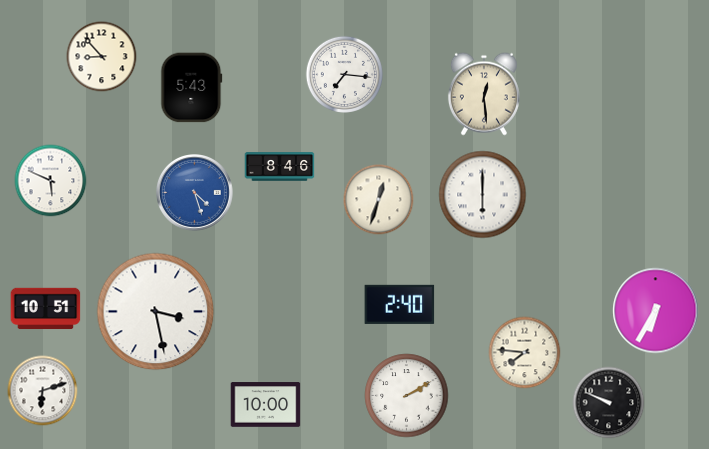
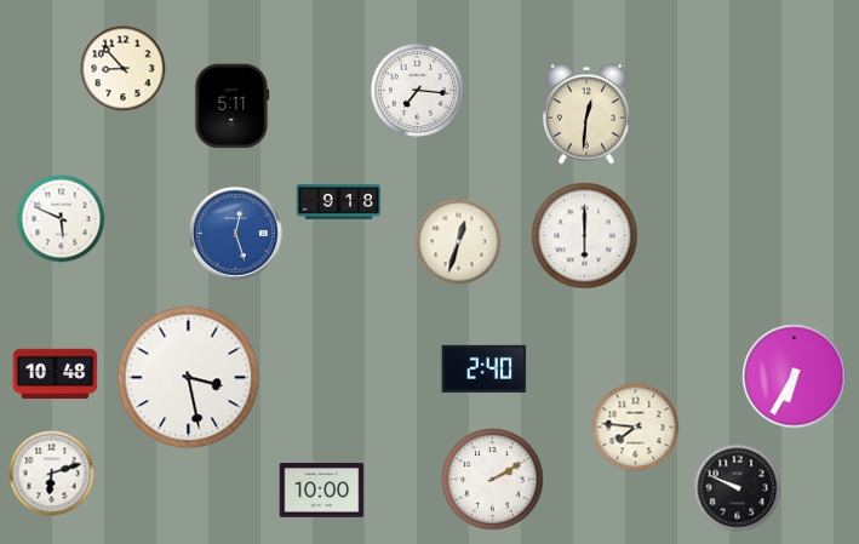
clock at (192, 88): 5:43 -> 5:11
clock at (484, 94): 12:29 -> 12:31
clock at (280, 167): 8:46 -> 9:18
clock at (195, 193): 4:27 -> 12:27
clock at (46, 309): 10:51 -> 10:48
